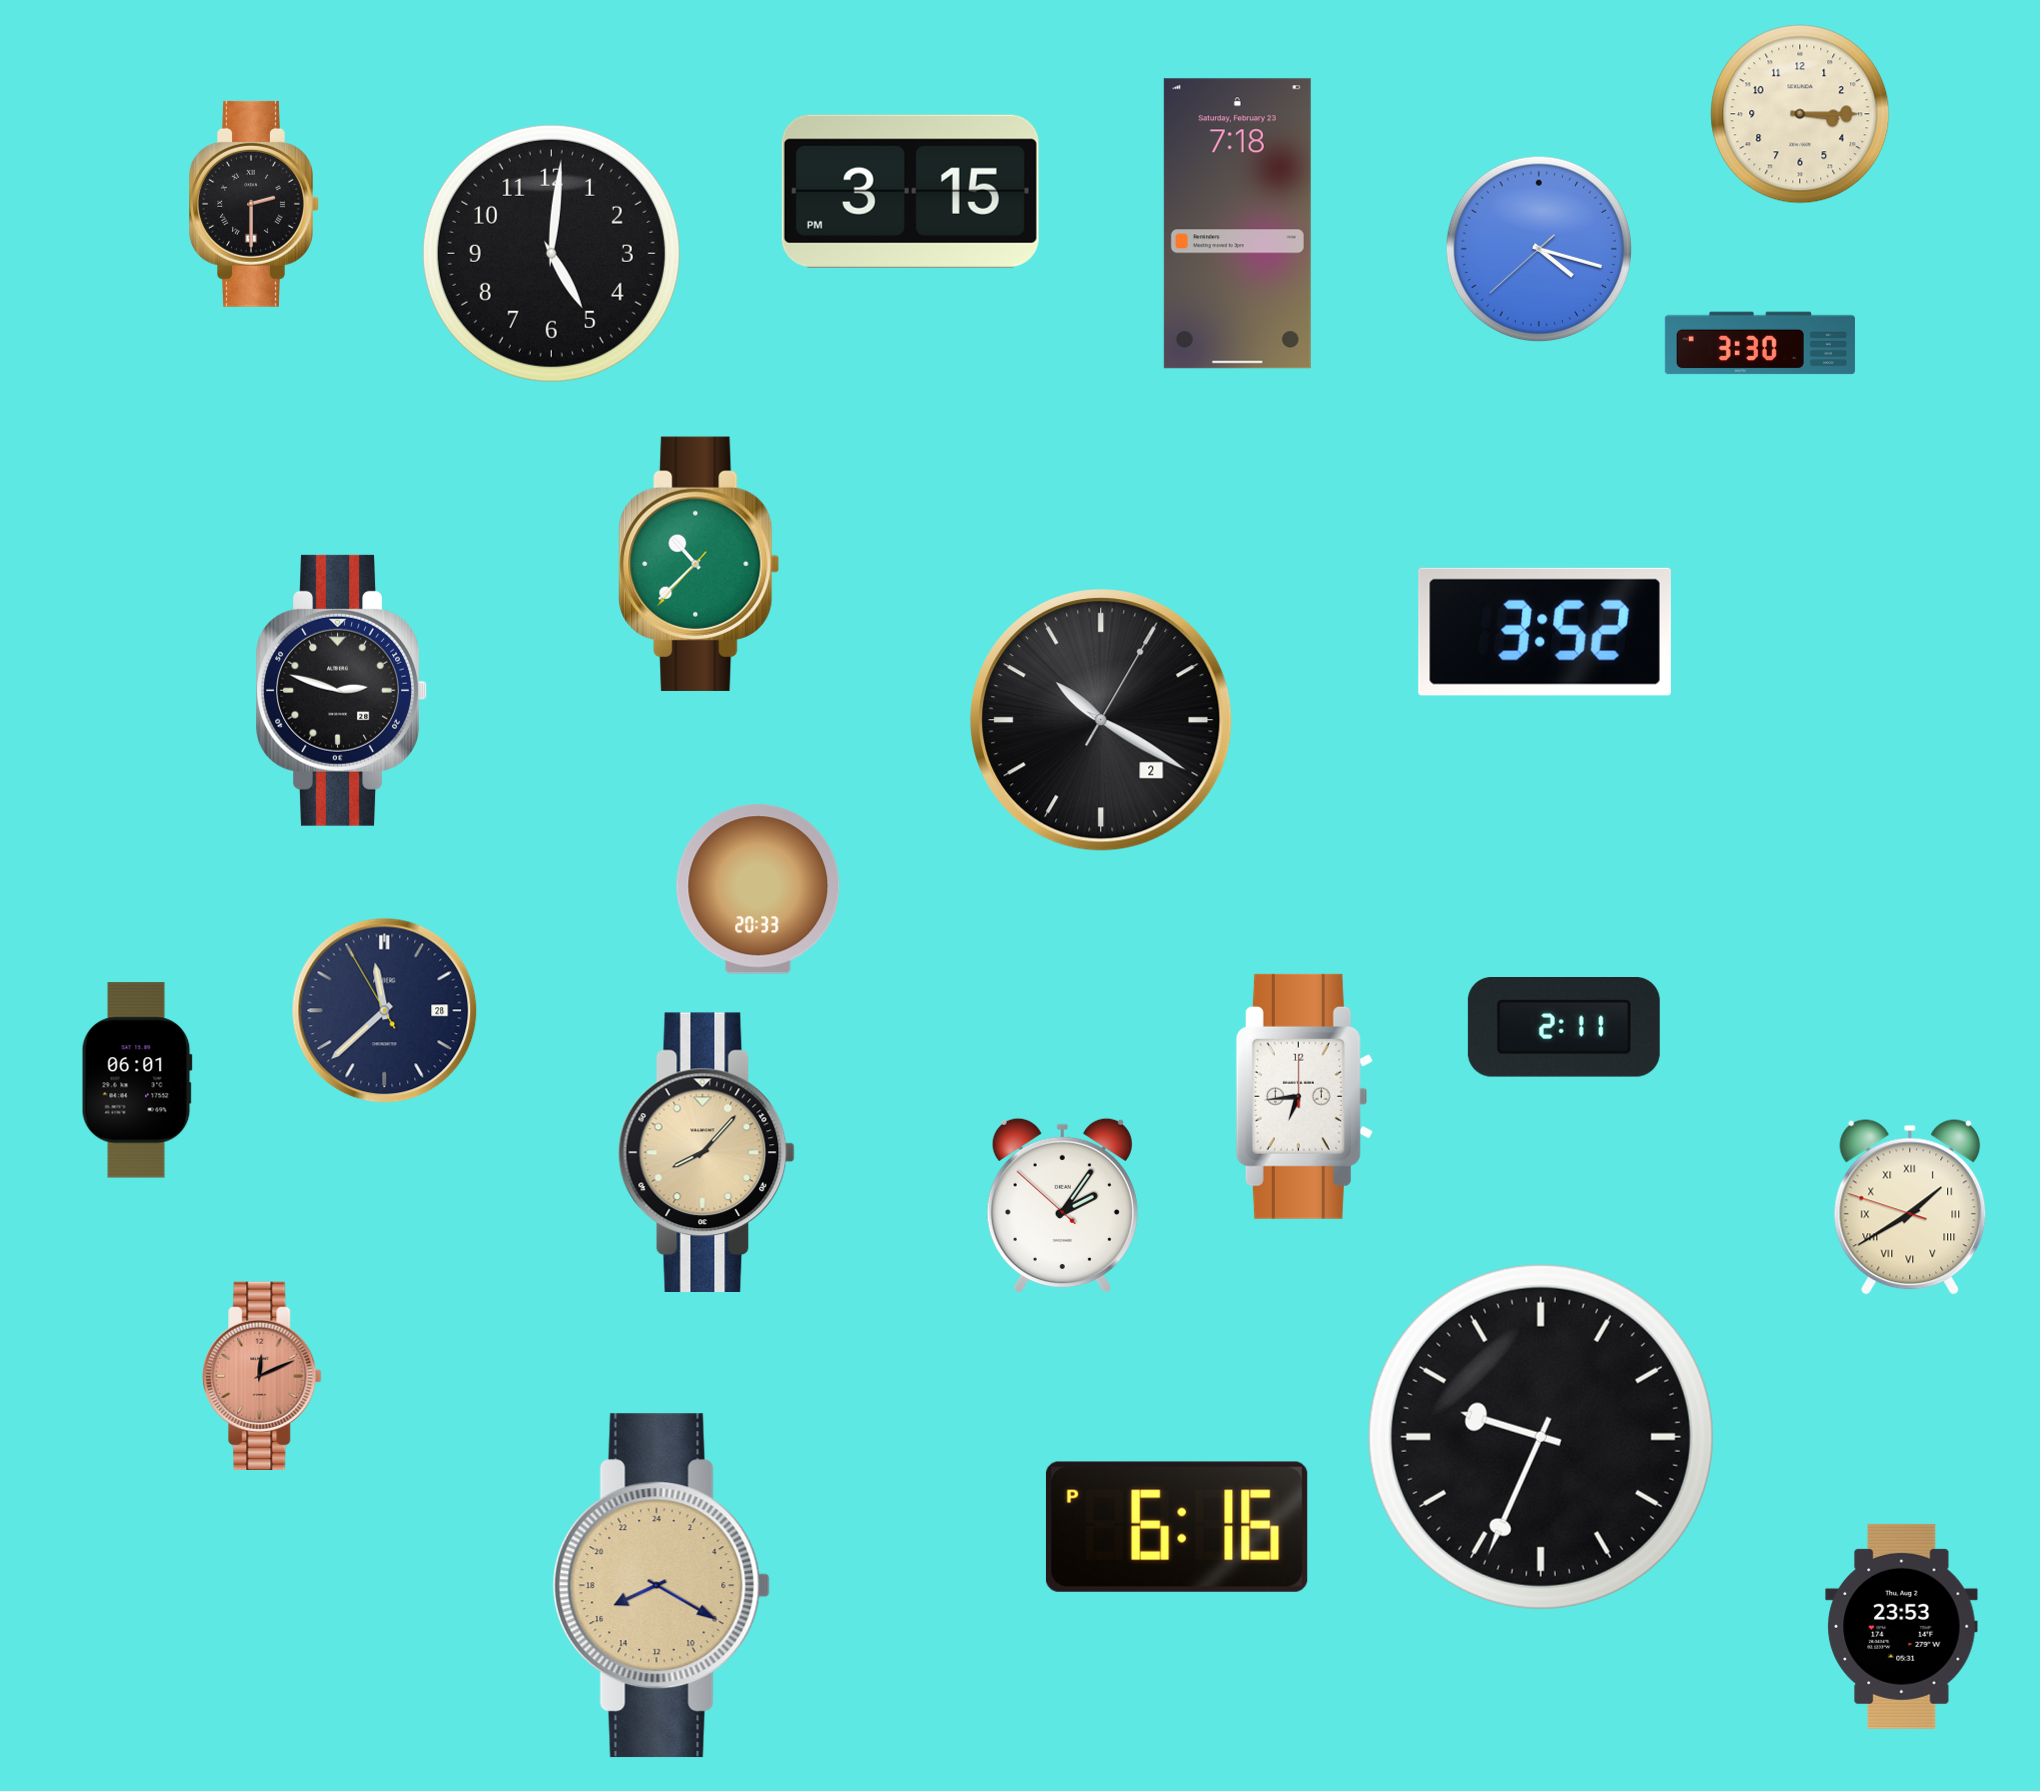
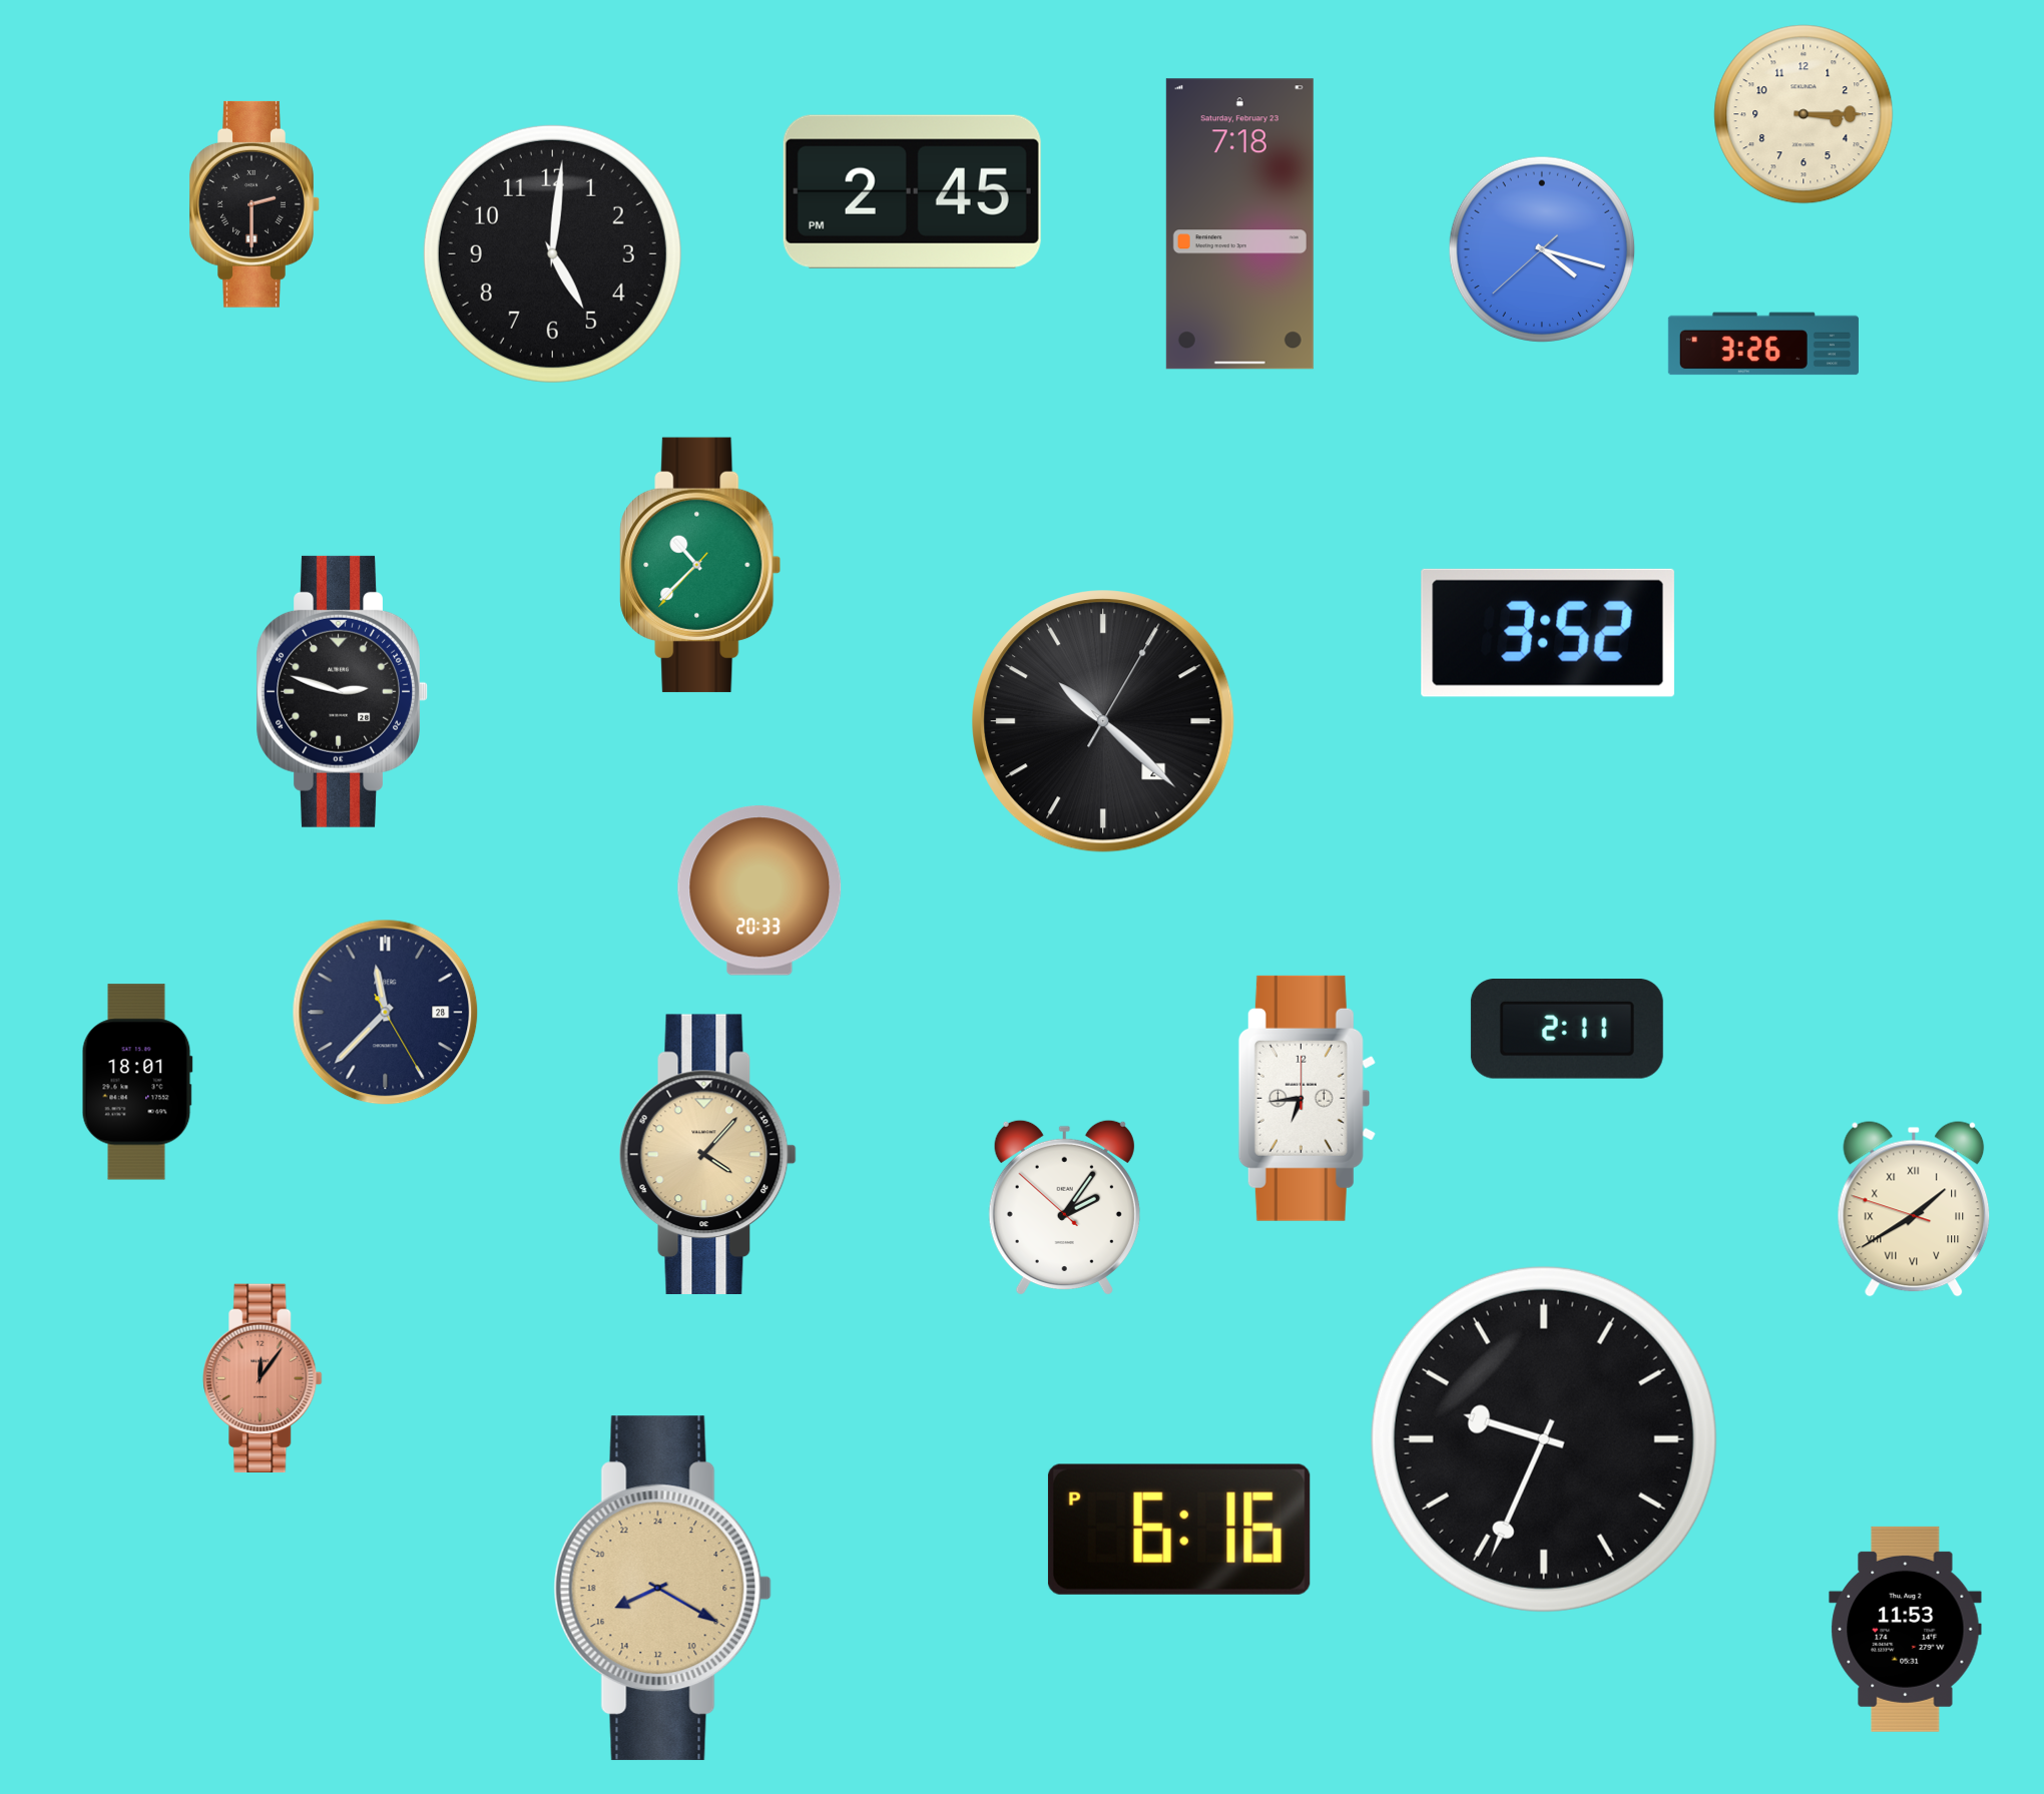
clock at (910, 191): 3:15 -> 2:45
clock at (1760, 343): 3:30 -> 3:26
clock at (1102, 721): 10:20 -> 10:22
clock at (385, 1011): 11:37:55 -> 11:37:25
clock at (137, 1080): 06:01 -> 18:01
clock at (706, 1152): 8:07 -> 4:07
clock at (262, 1376): 12:11 -> 12:06
clock at (1902, 1626): 23:53 -> 11:53
